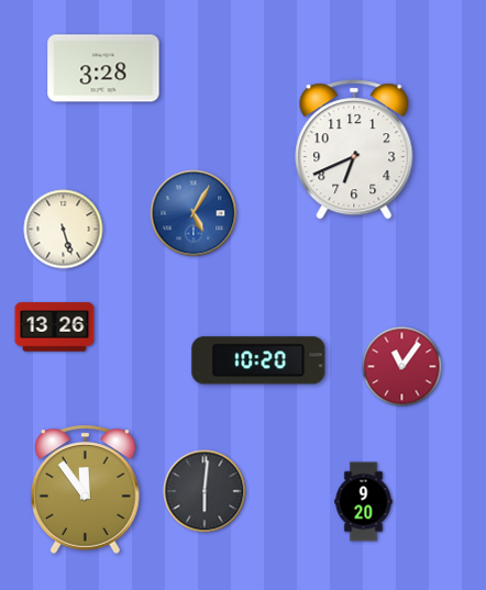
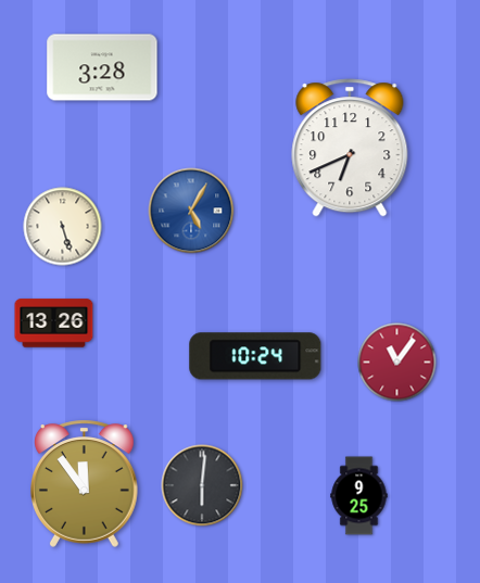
clock at (258, 360): 10:20 -> 10:24
clock at (364, 502): 9:20 -> 9:25
